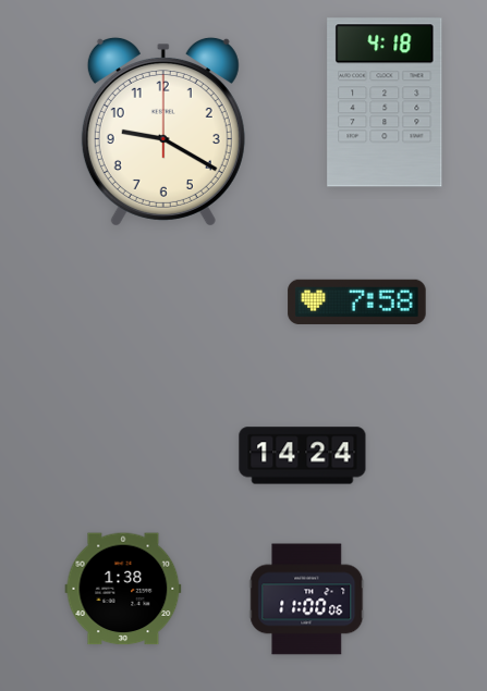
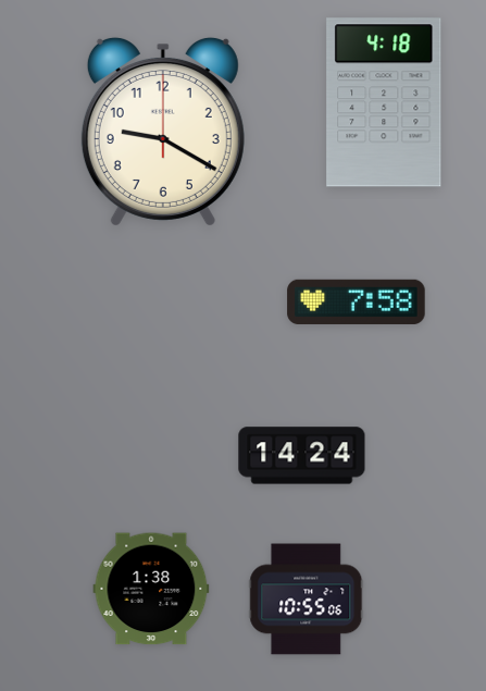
clock at (123, 589) position: (123, 589) -> (151, 589)
clock at (307, 600): 11:00 -> 10:55
